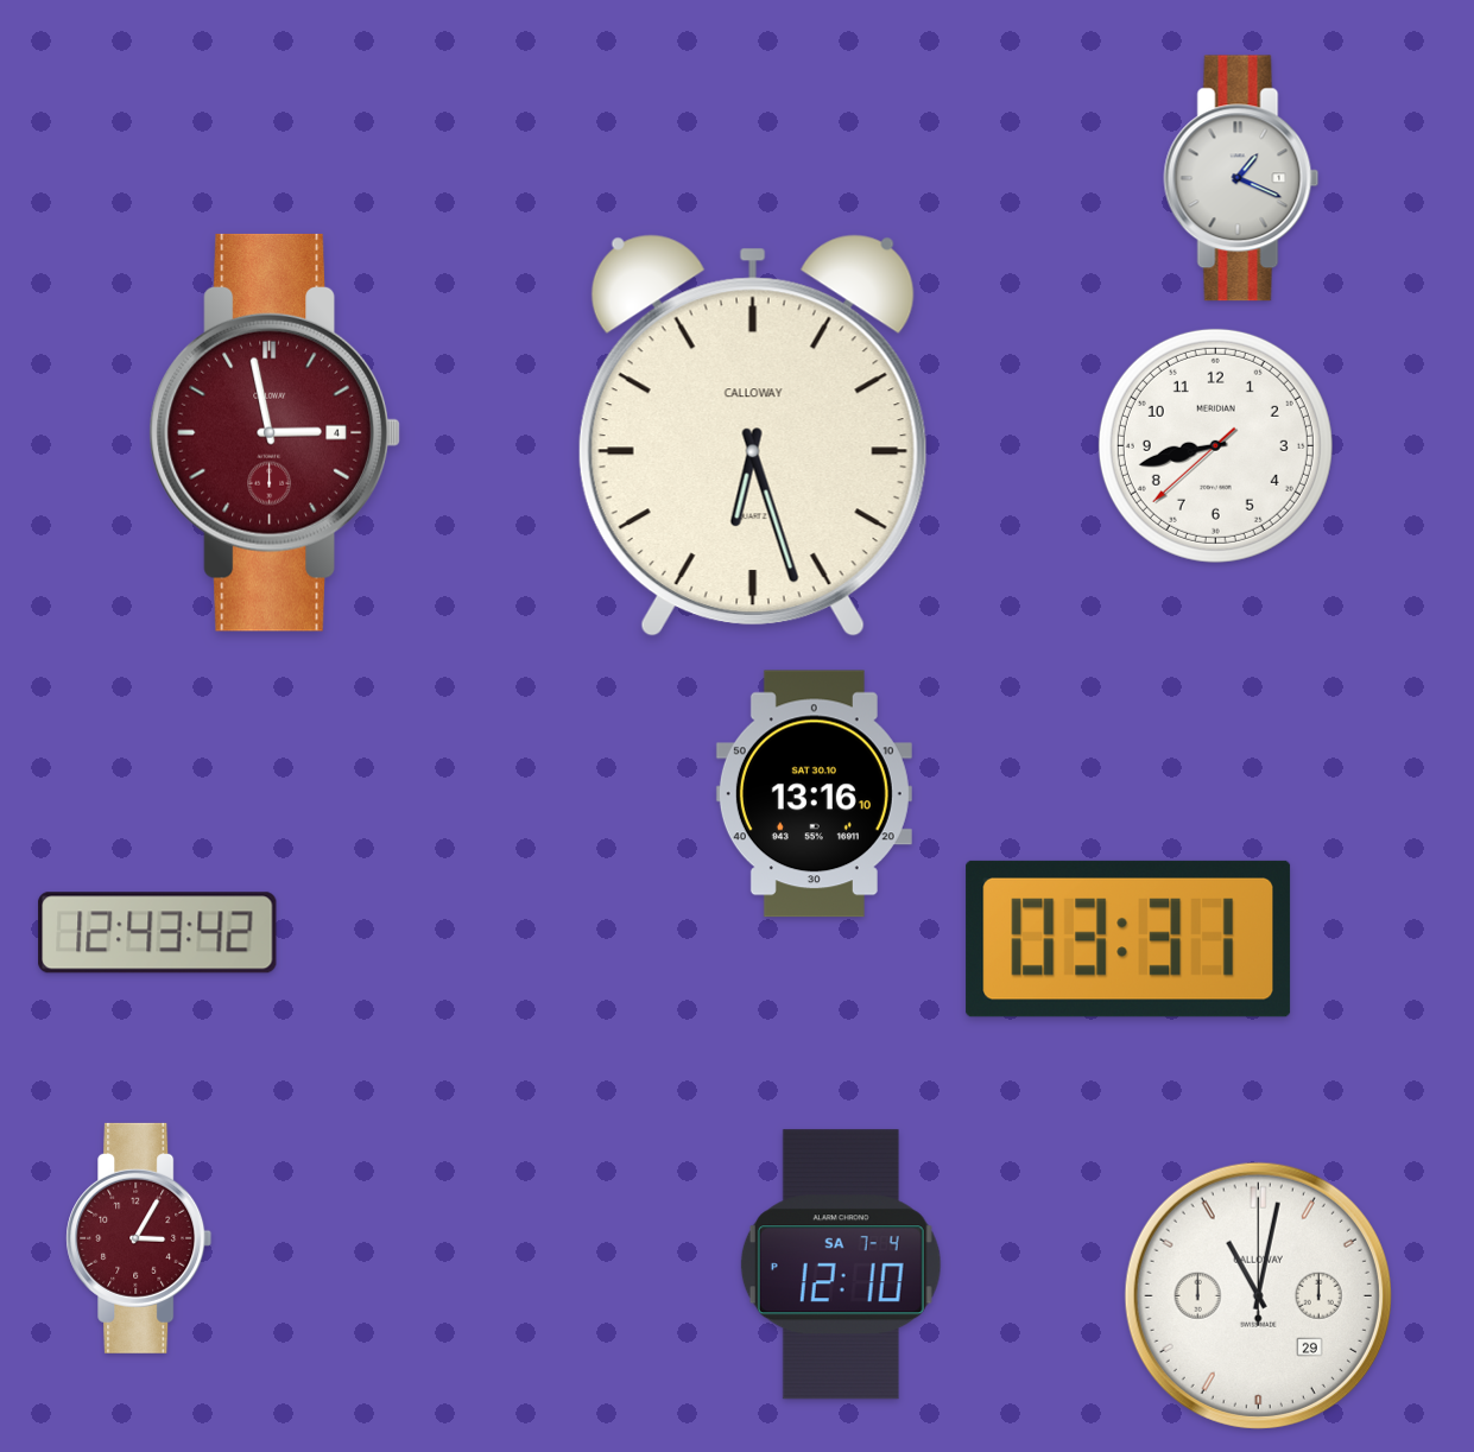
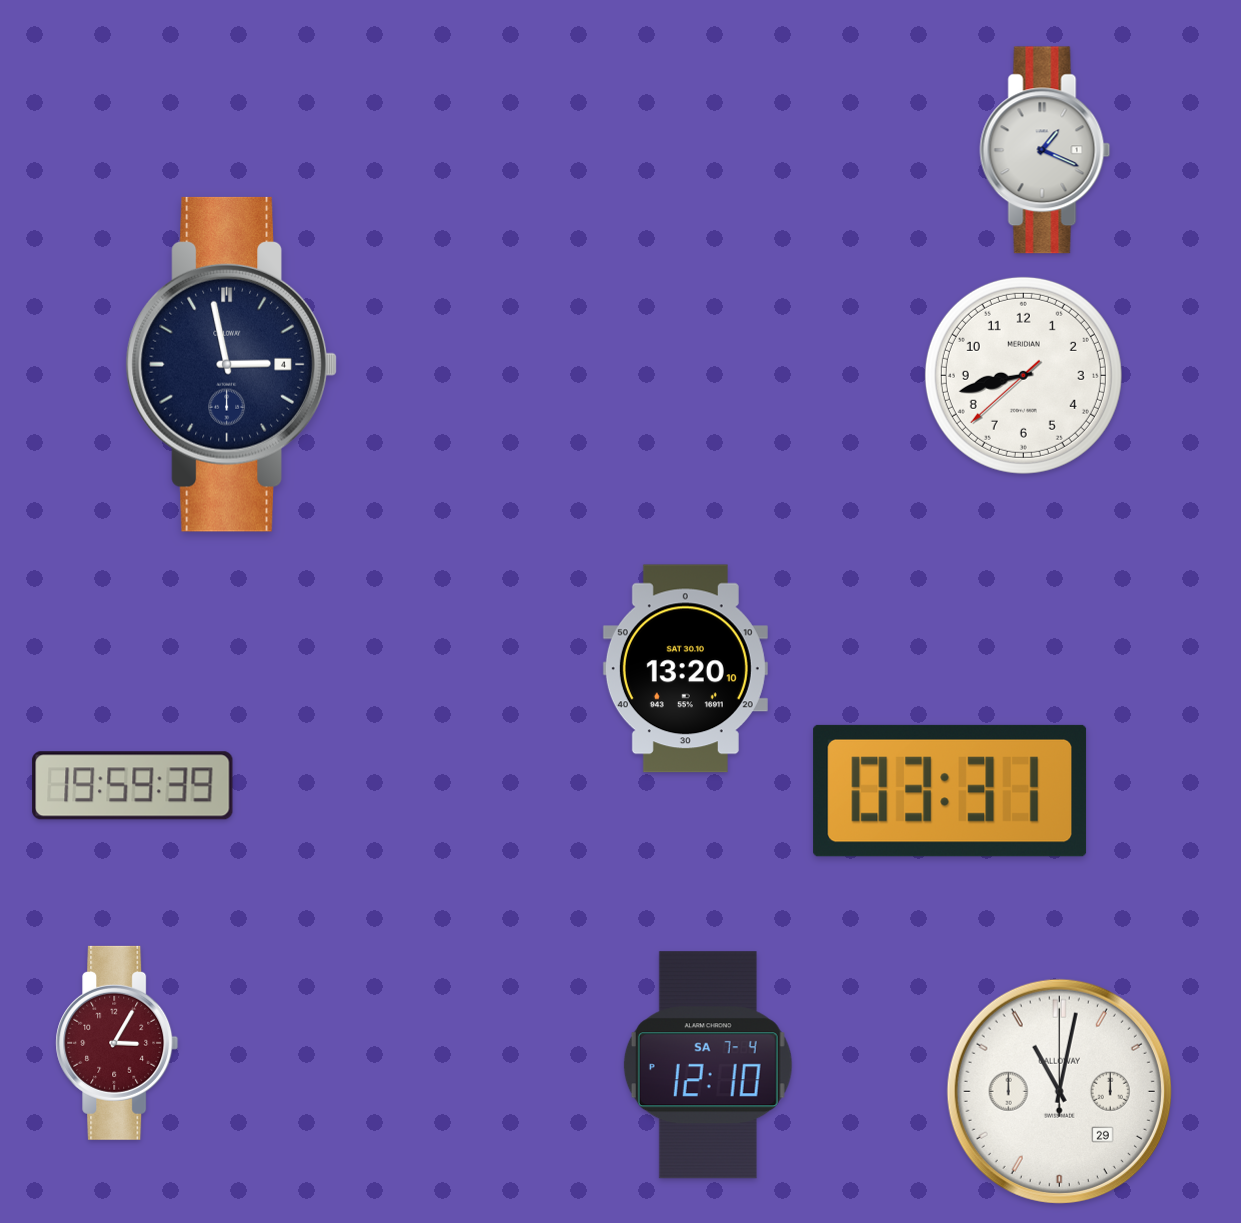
clock at (274, 432) dial: burgundy -> navy
clock at (753, 436): 6:27 -> none
clock at (814, 794): 13:16 -> 13:20
clock at (158, 933): 12:43 -> 19:59
